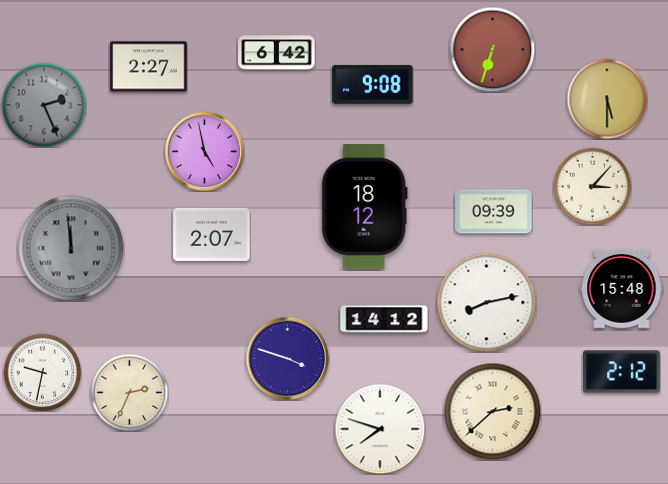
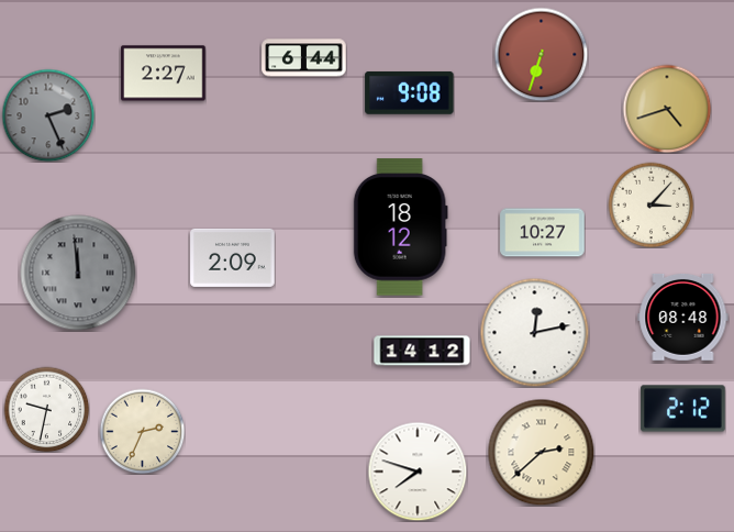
clock at (277, 53): 6:42 -> 6:44
clock at (607, 99): 5:30 -> 4:42
clock at (204, 151): 4:58 -> none
clock at (494, 212): 09:39 -> 10:27
clock at (212, 234): 2:07 -> 2:09
clock at (622, 288): 15:48 -> 08:48
clock at (487, 303): 8:13 -> 12:13
clock at (287, 358): 3:48 -> none
